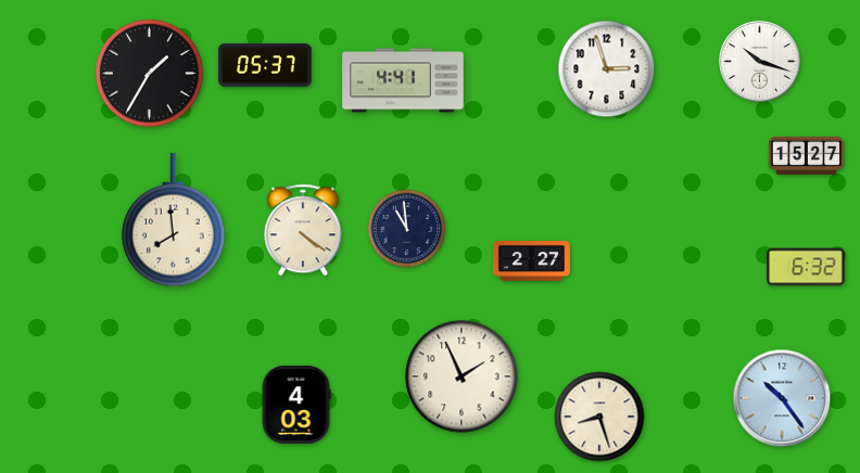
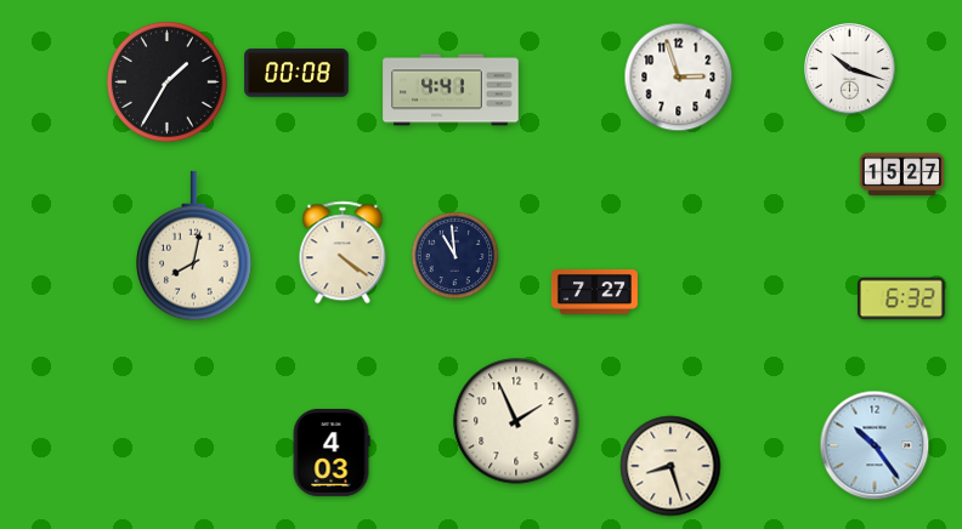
clock at (265, 65): 05:37 -> 00:08
clock at (174, 220): 7:59 -> 8:02
clock at (303, 230) position: (303, 230) -> (343, 252)
clock at (531, 261): 2:27 -> 7:27
